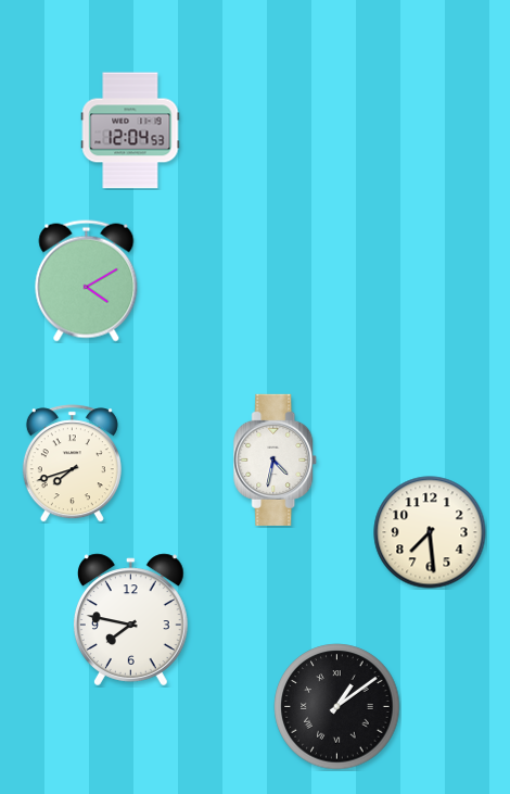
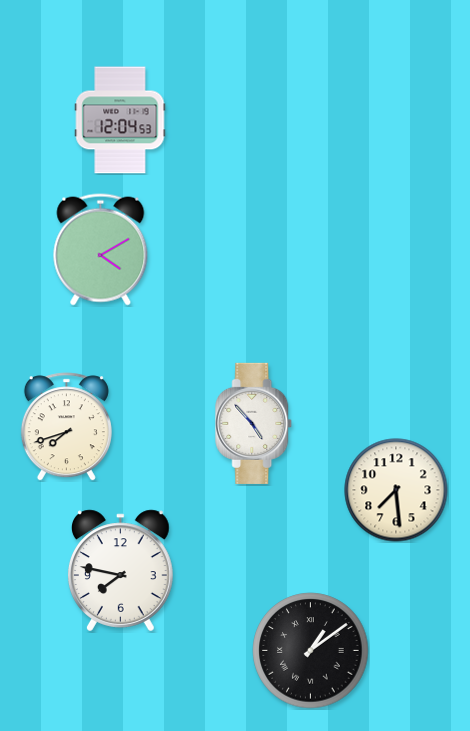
clock at (87, 281) position: (87, 281) -> (101, 250)
clock at (276, 459): 4:32 -> 4:53
